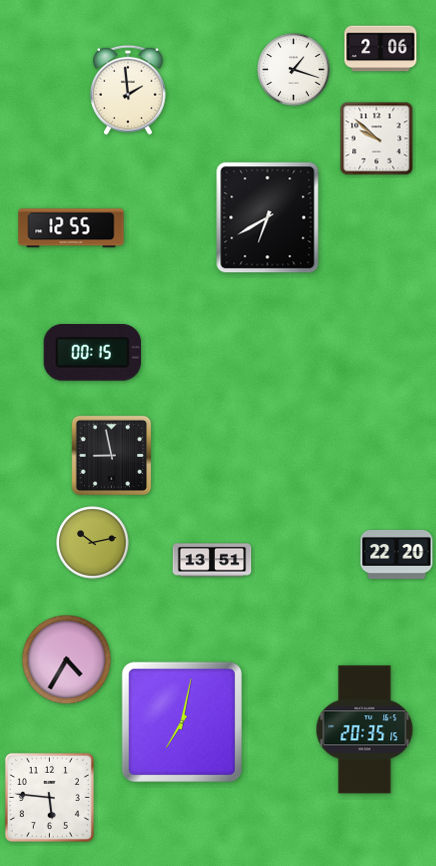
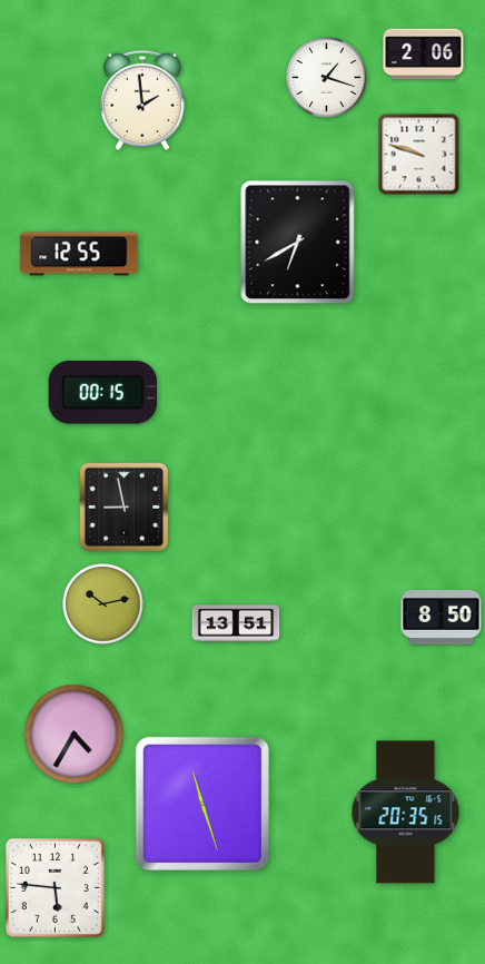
clock at (377, 139): 9:52 -> 9:48
clock at (397, 555): 22:20 -> 8:50
clock at (182, 722): 7:02 -> 11:27
